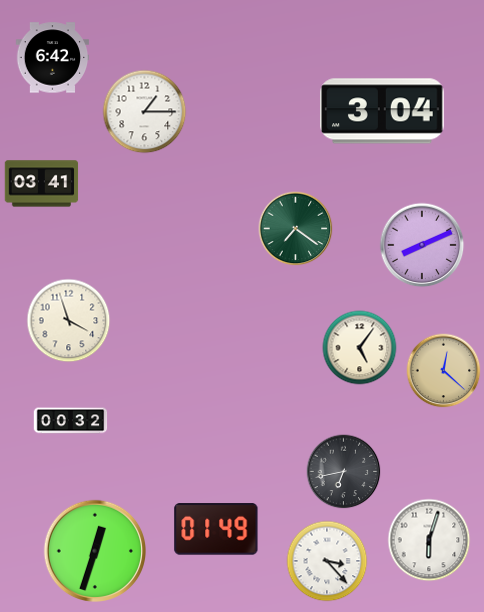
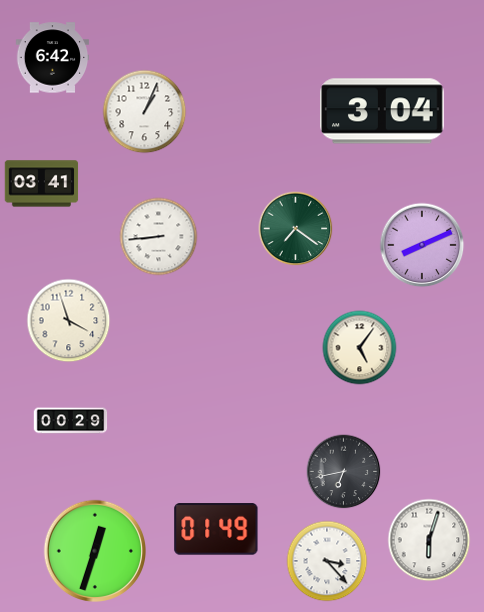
clock at (145, 112): 1:15 -> 1:04
clock at (159, 237): none -> 8:44
clock at (444, 371): 12:22 -> none
clock at (71, 421): 00:32 -> 00:29
